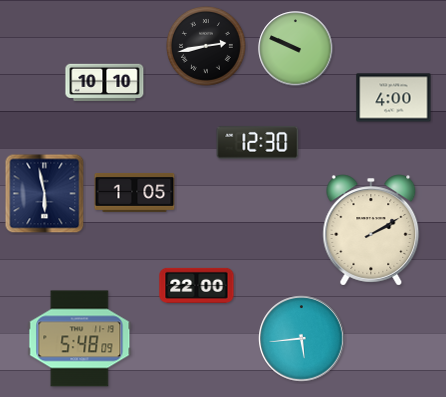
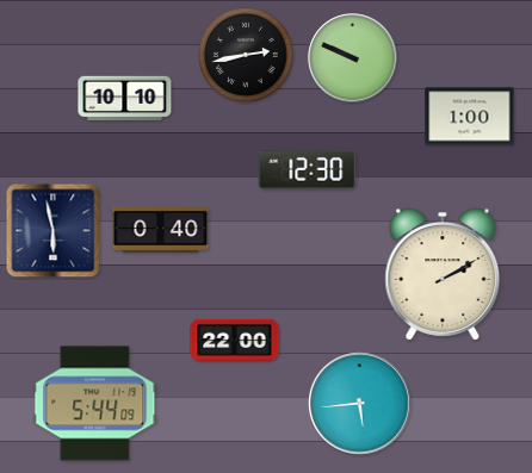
clock at (394, 98): 4:00 -> 1:00
clock at (135, 193): 1:05 -> 0:40
clock at (80, 339): 5:48 -> 5:44
